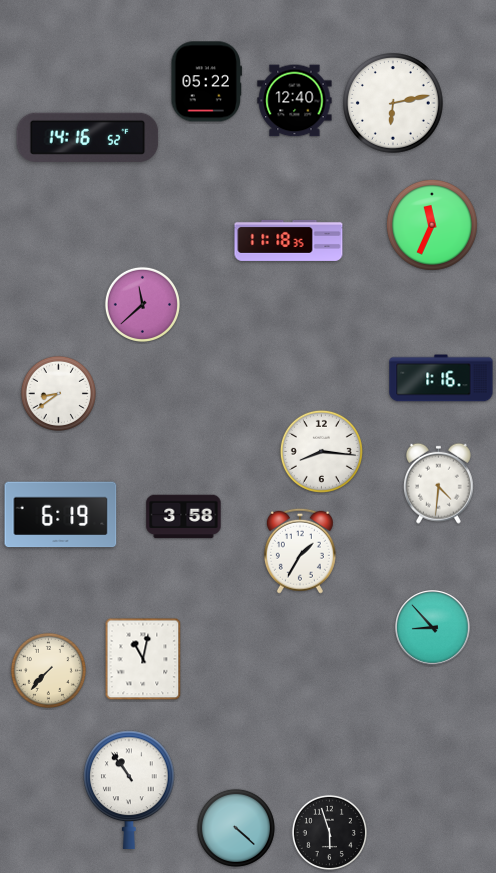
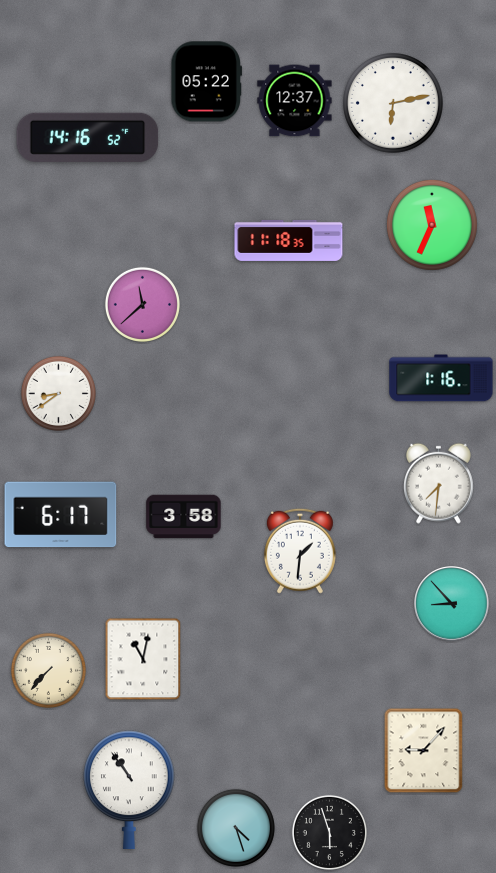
clock at (295, 101): 12:40 -> 12:37
clock at (321, 451): 8:16 -> none
clock at (438, 483): 4:31 -> 7:31
clock at (61, 515): 6:19 -> 6:17
clock at (300, 551): 1:35 -> 1:31
clock at (433, 628) position: (433, 628) -> (452, 604)
clock at (424, 751): none -> 9:07
clock at (236, 828): 4:22 -> 4:27
